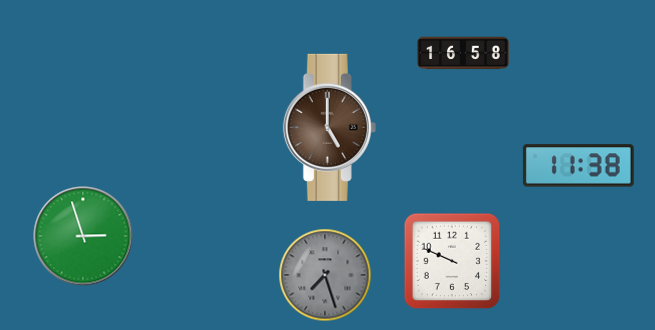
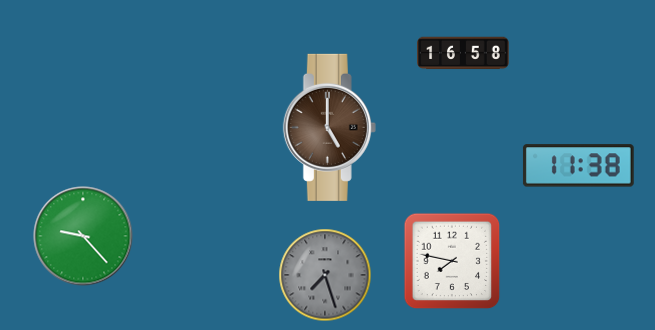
clock at (83, 236): 2:57 -> 9:23
clock at (452, 261): 9:49 -> 7:47
